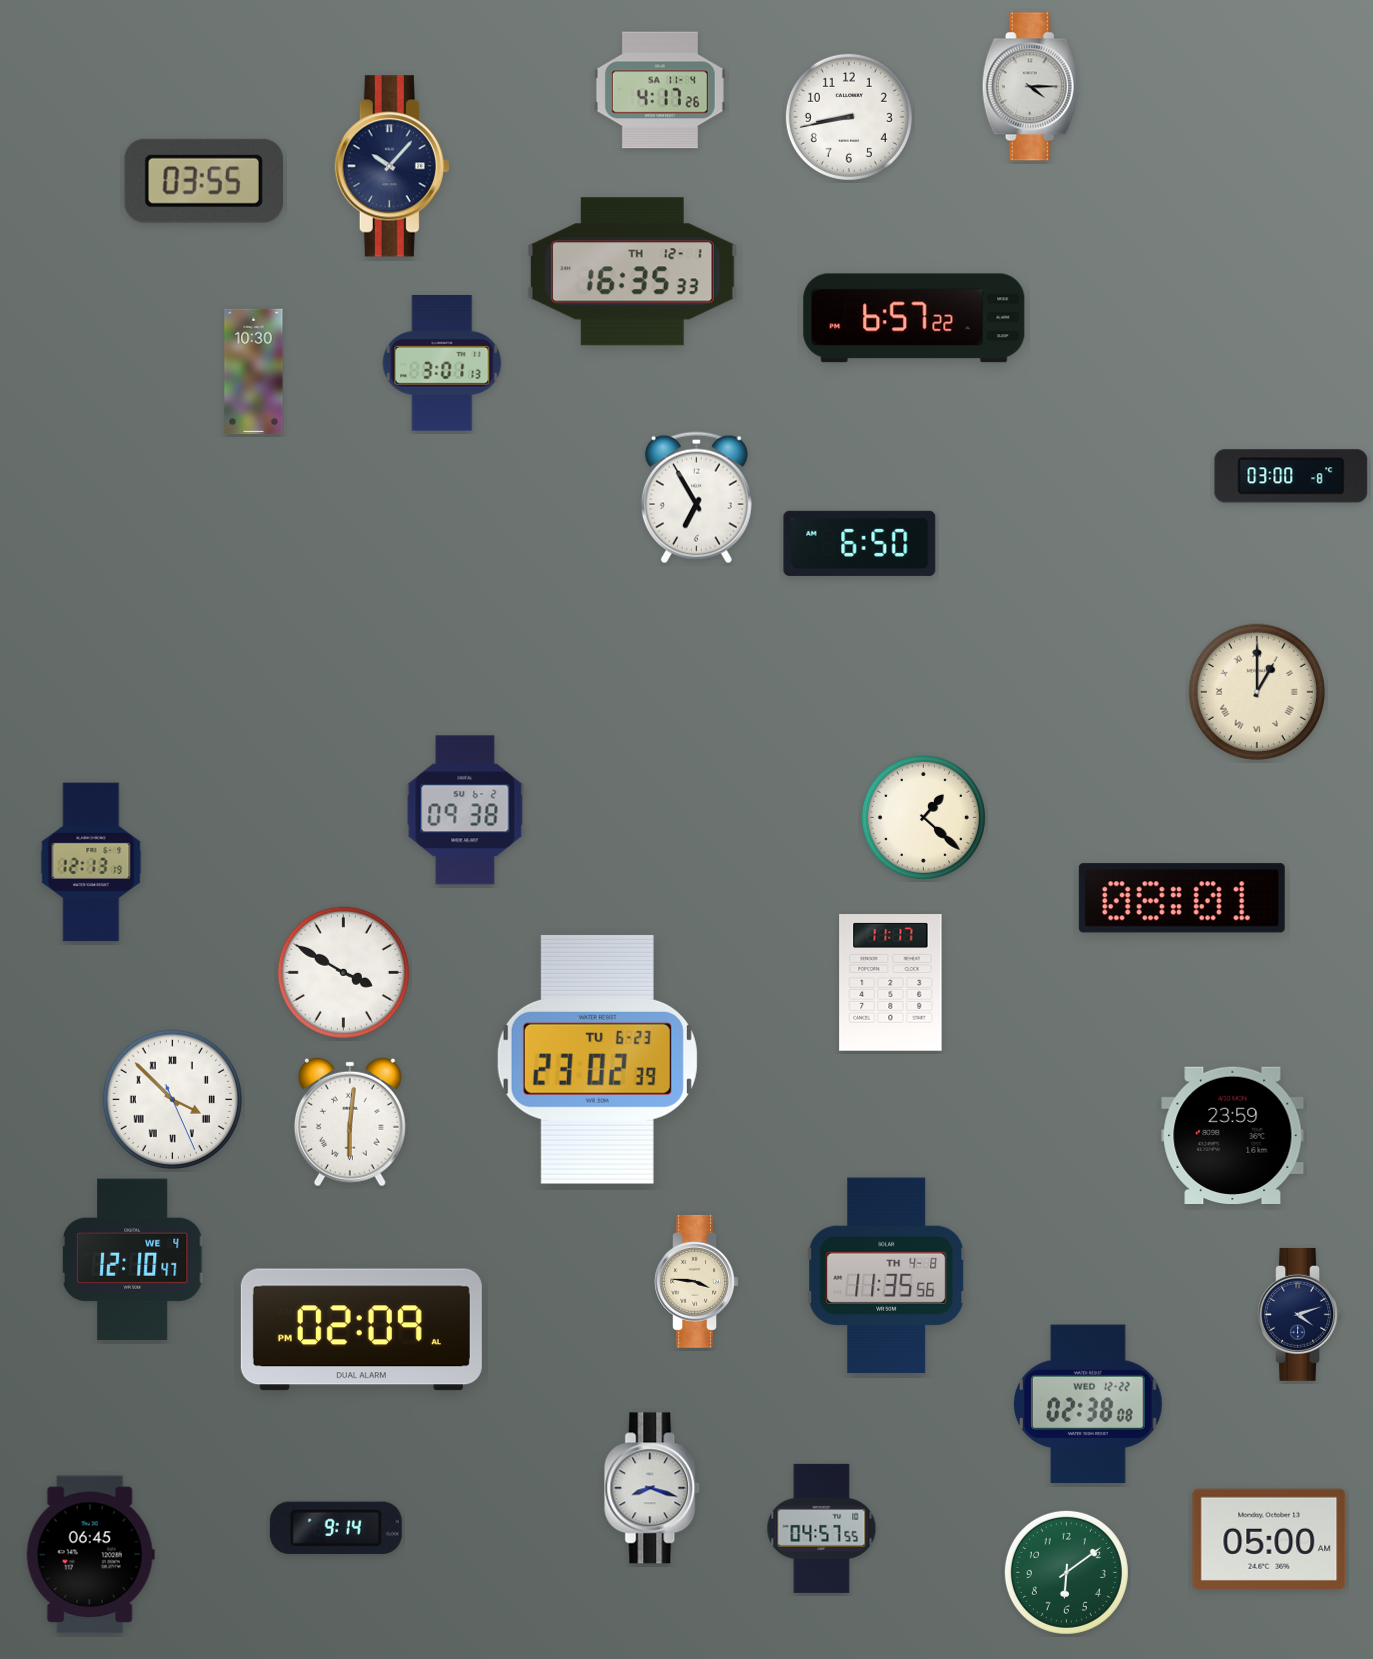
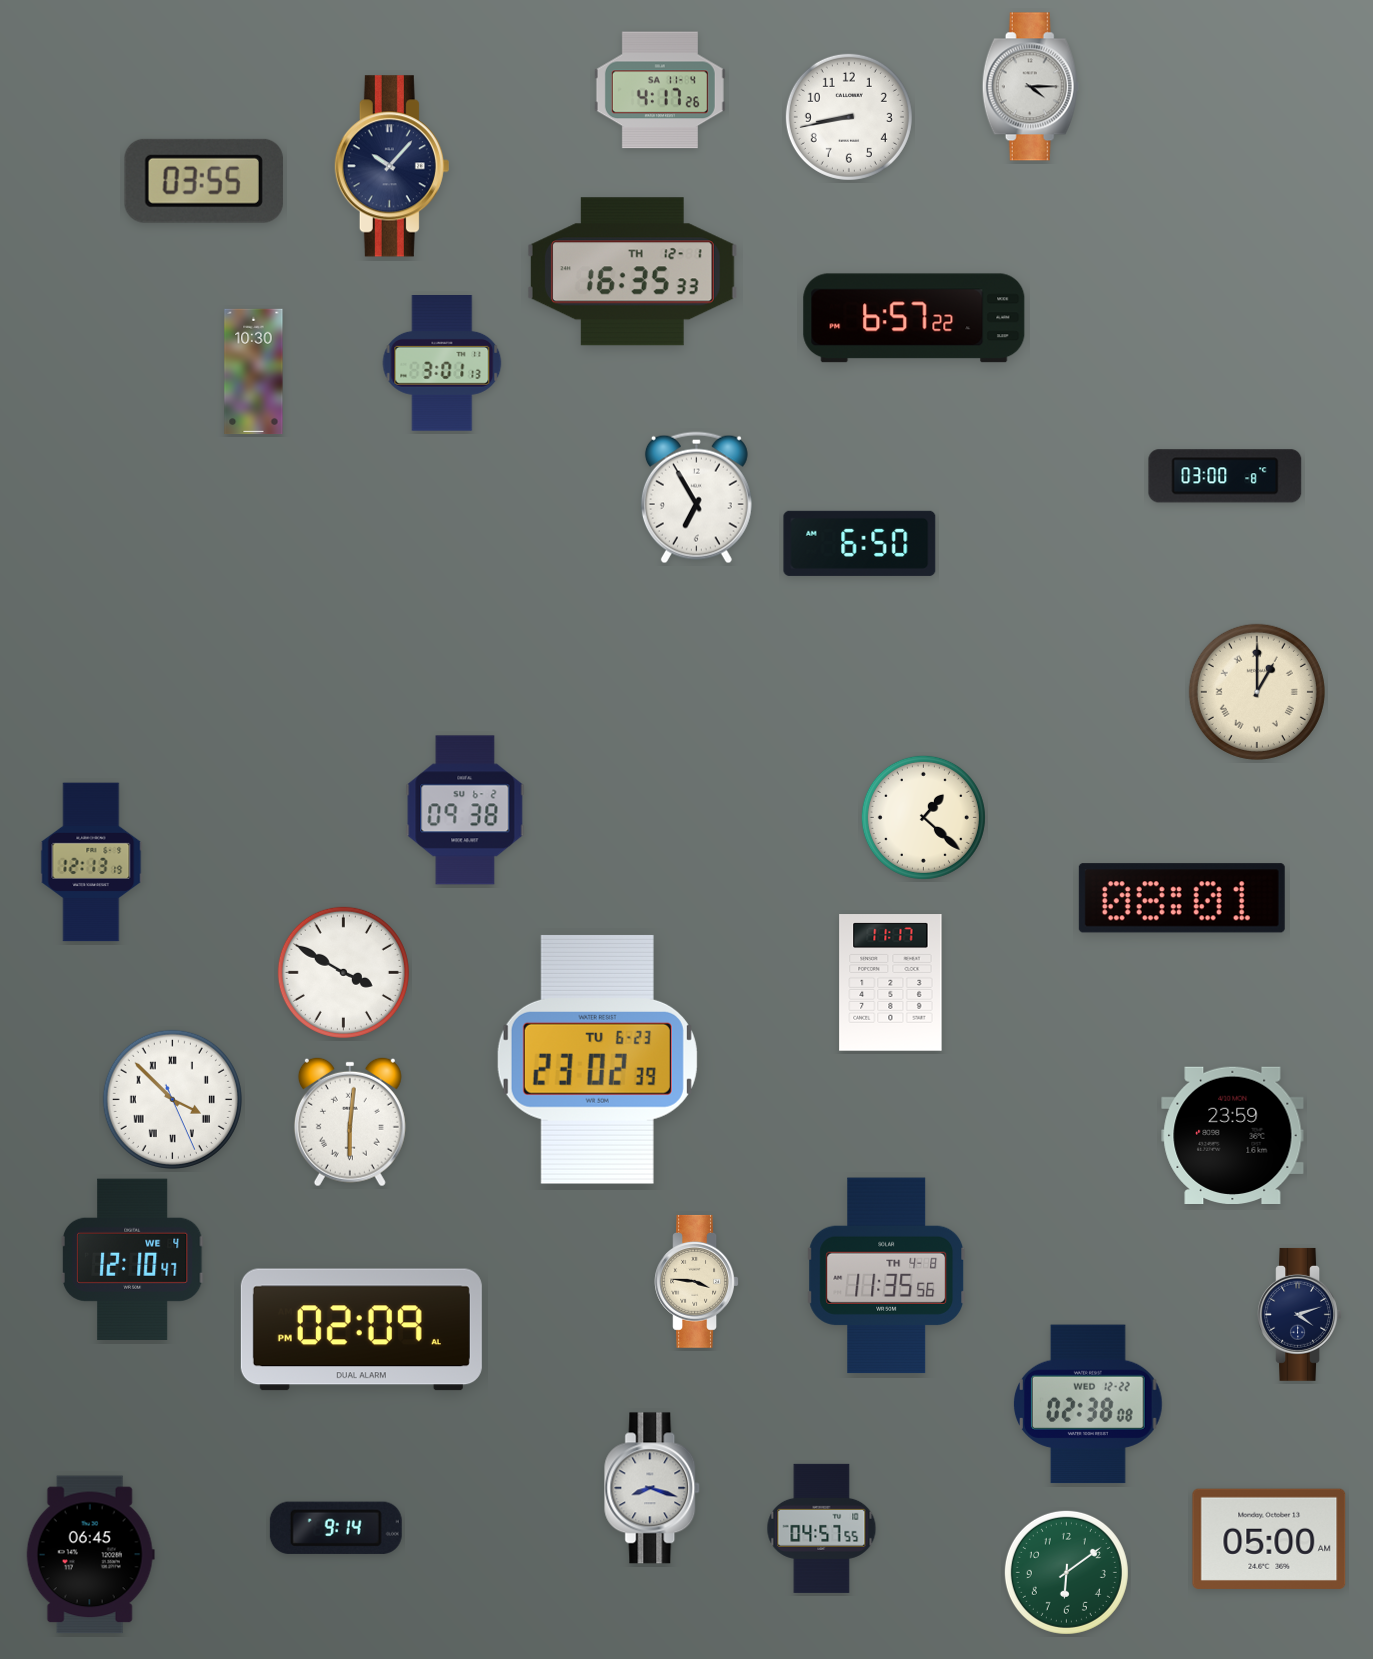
clock at (1291, 476) position: (1291, 476) -> (1225, 476)
